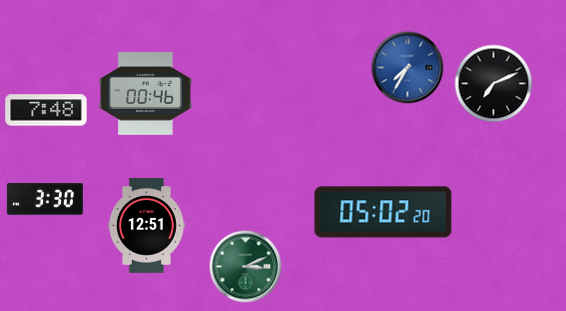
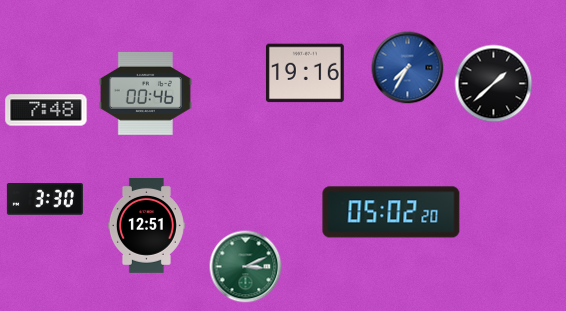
clock at (305, 73): none -> 19:16
clock at (494, 84): 7:11 -> 1:38
clock at (383, 212) position: (383, 212) -> (391, 212)
